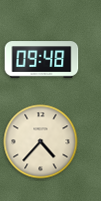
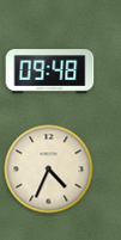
clock at (41, 142): 4:37 -> 4:34
